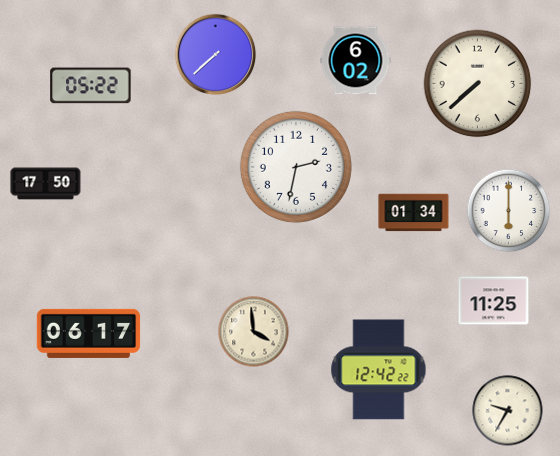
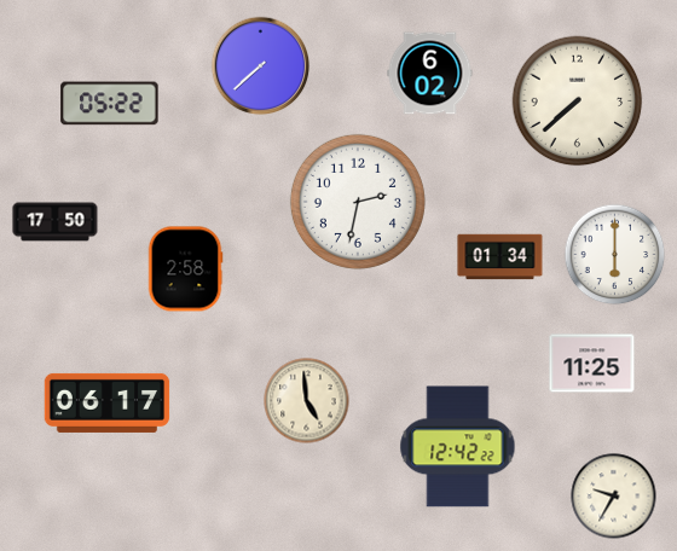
clock at (185, 269): none -> 2:58
clock at (494, 301) position: (494, 301) -> (592, 364)
clock at (254, 332): 3:59 -> 4:59
